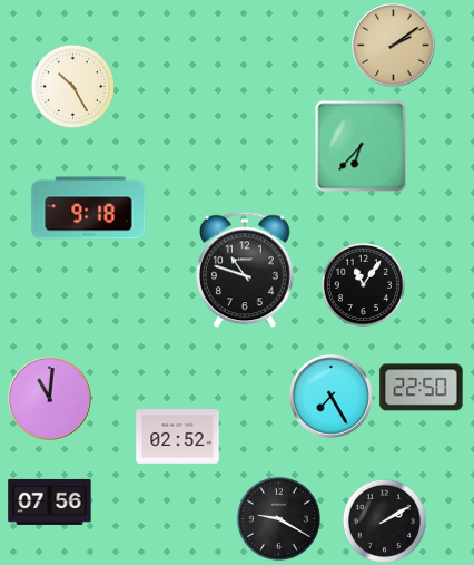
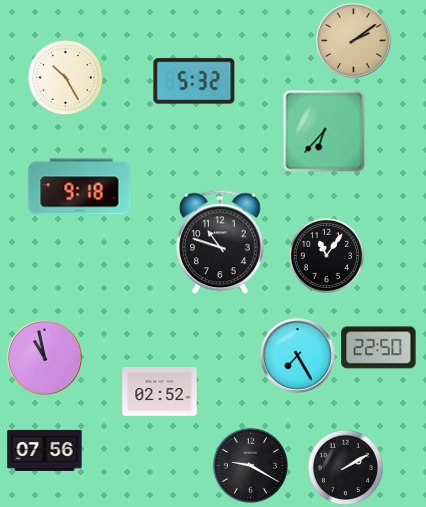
clock at (194, 81): none -> 5:32
clock at (50, 399): 11:01 -> 10:58
